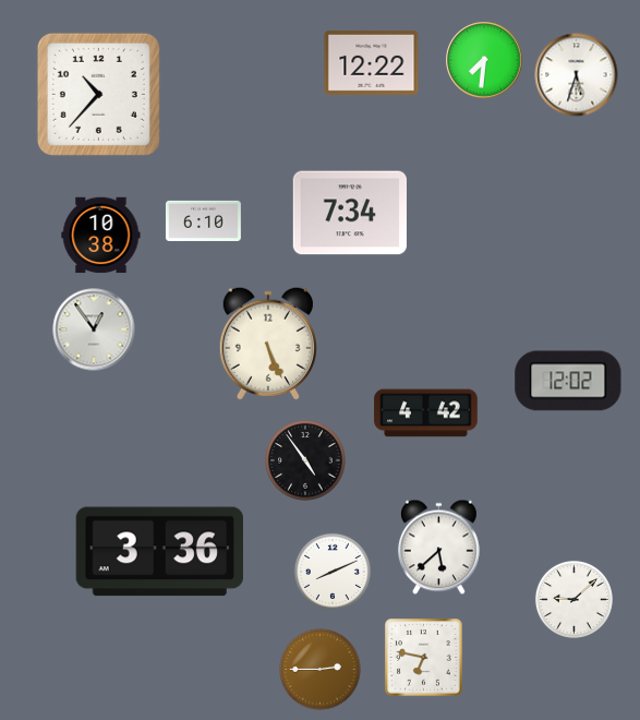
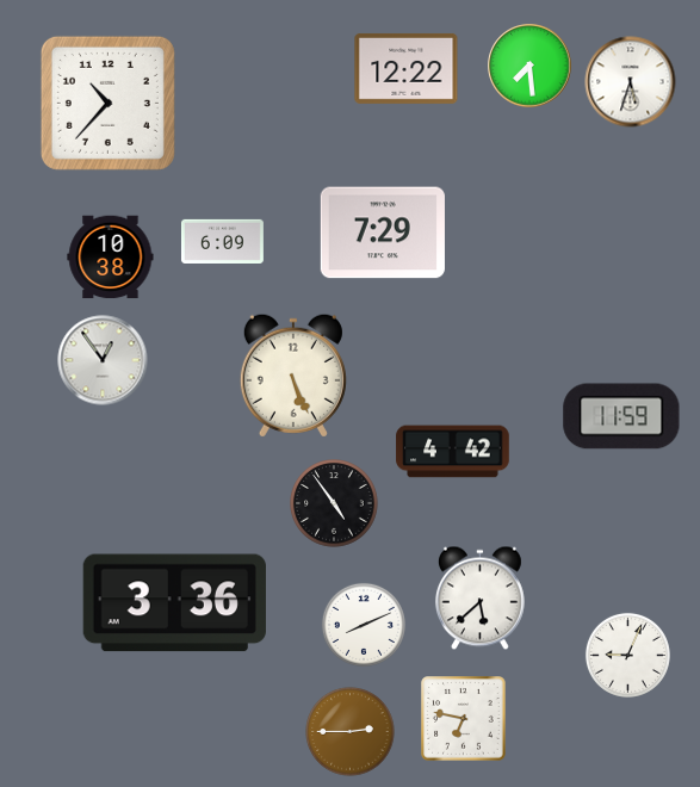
clock at (484, 60): 7:31 -> 7:29
clock at (350, 213): 7:34 -> 7:29
clock at (203, 220): 6:10 -> 6:09
clock at (568, 381): 12:02 -> 11:59
clock at (426, 413) position: (426, 413) -> (453, 452)
clock at (573, 599): 9:08 -> 9:04
